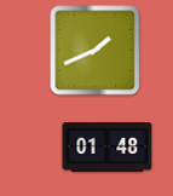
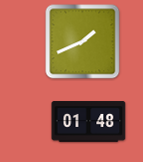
clock at (96, 51) position: (96, 51) -> (83, 42)
